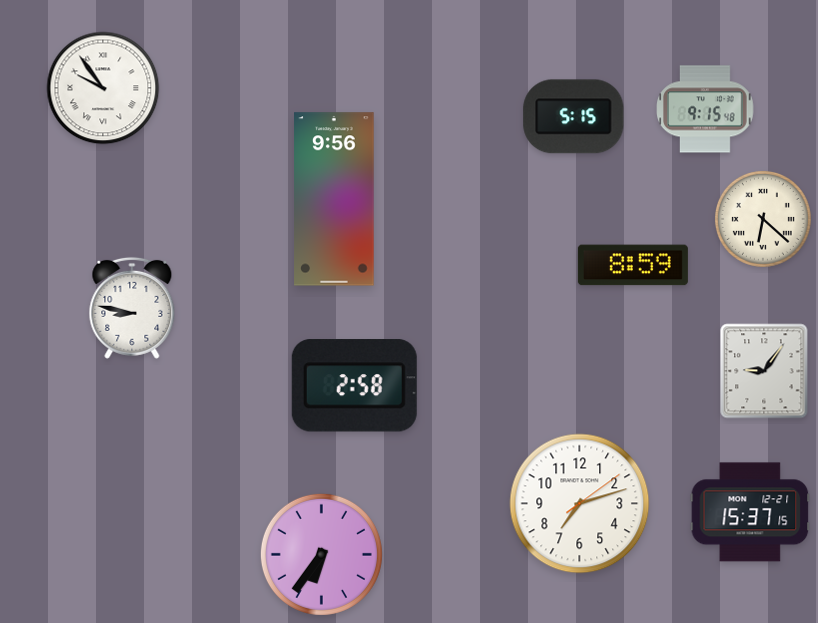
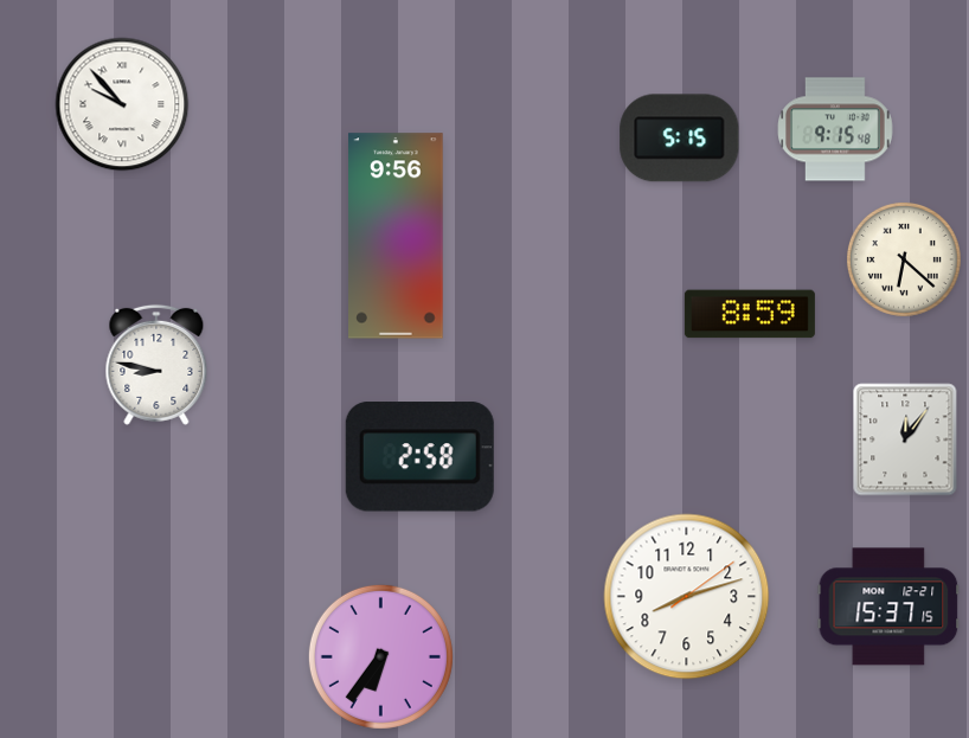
clock at (103, 88): 9:54 -> 9:53
clock at (764, 371): 9:06 -> 12:06
clock at (580, 504): 7:12 -> 8:12
